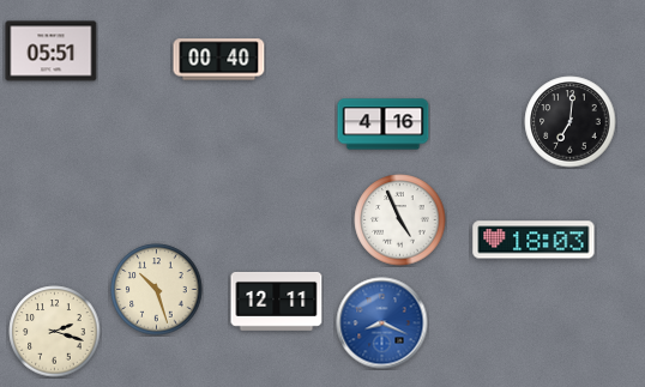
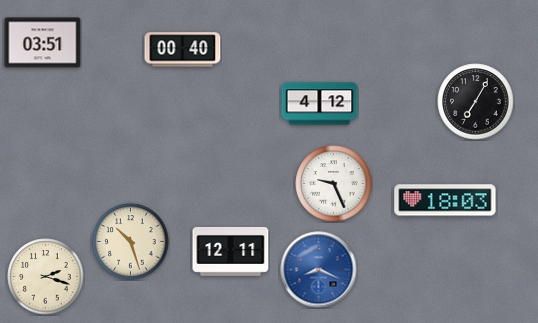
clock at (52, 52): 05:51 -> 03:51
clock at (571, 122): 7:01 -> 7:05
clock at (384, 125): 4:16 -> 4:12
clock at (400, 220): 4:56 -> 9:26
